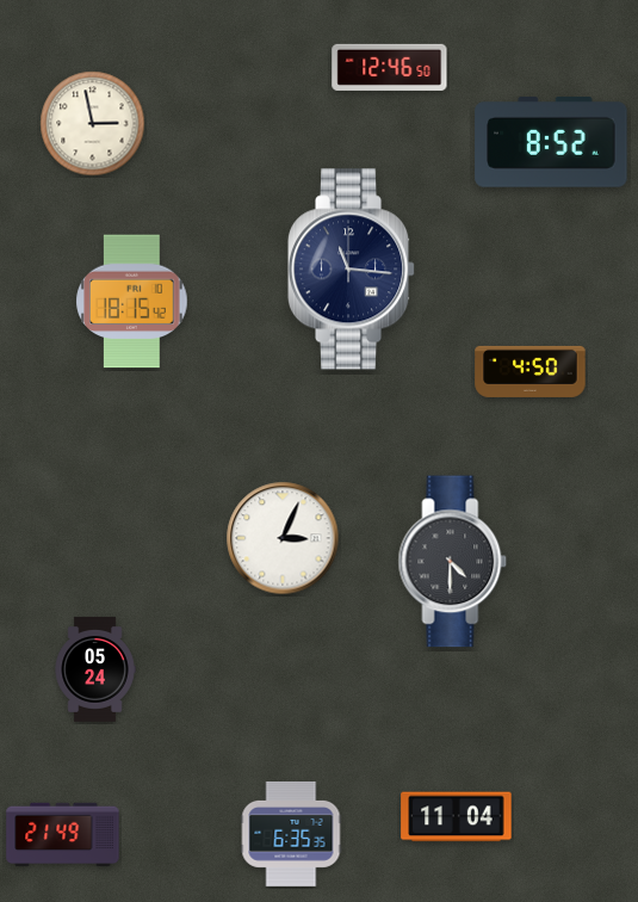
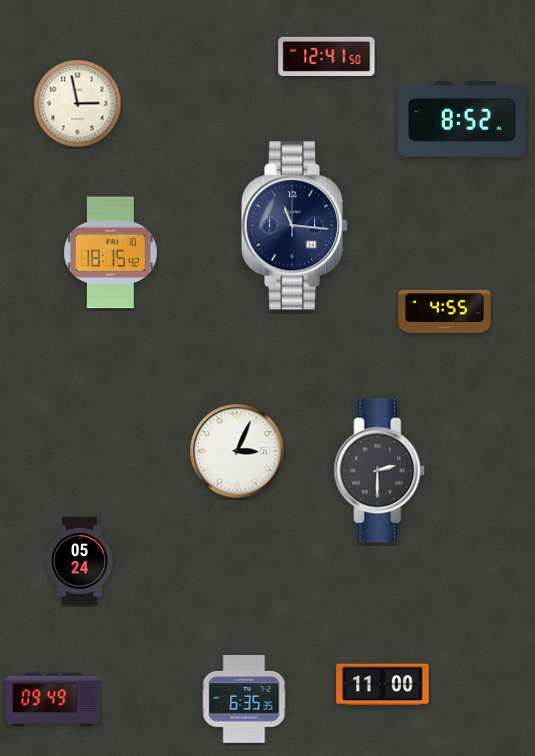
clock at (390, 67): 12:46 -> 12:41
clock at (531, 371): 4:50 -> 4:55
clock at (453, 562): 4:30 -> 2:30
clock at (457, 817): 11:04 -> 11:00
clock at (63, 835): 21:49 -> 09:49
